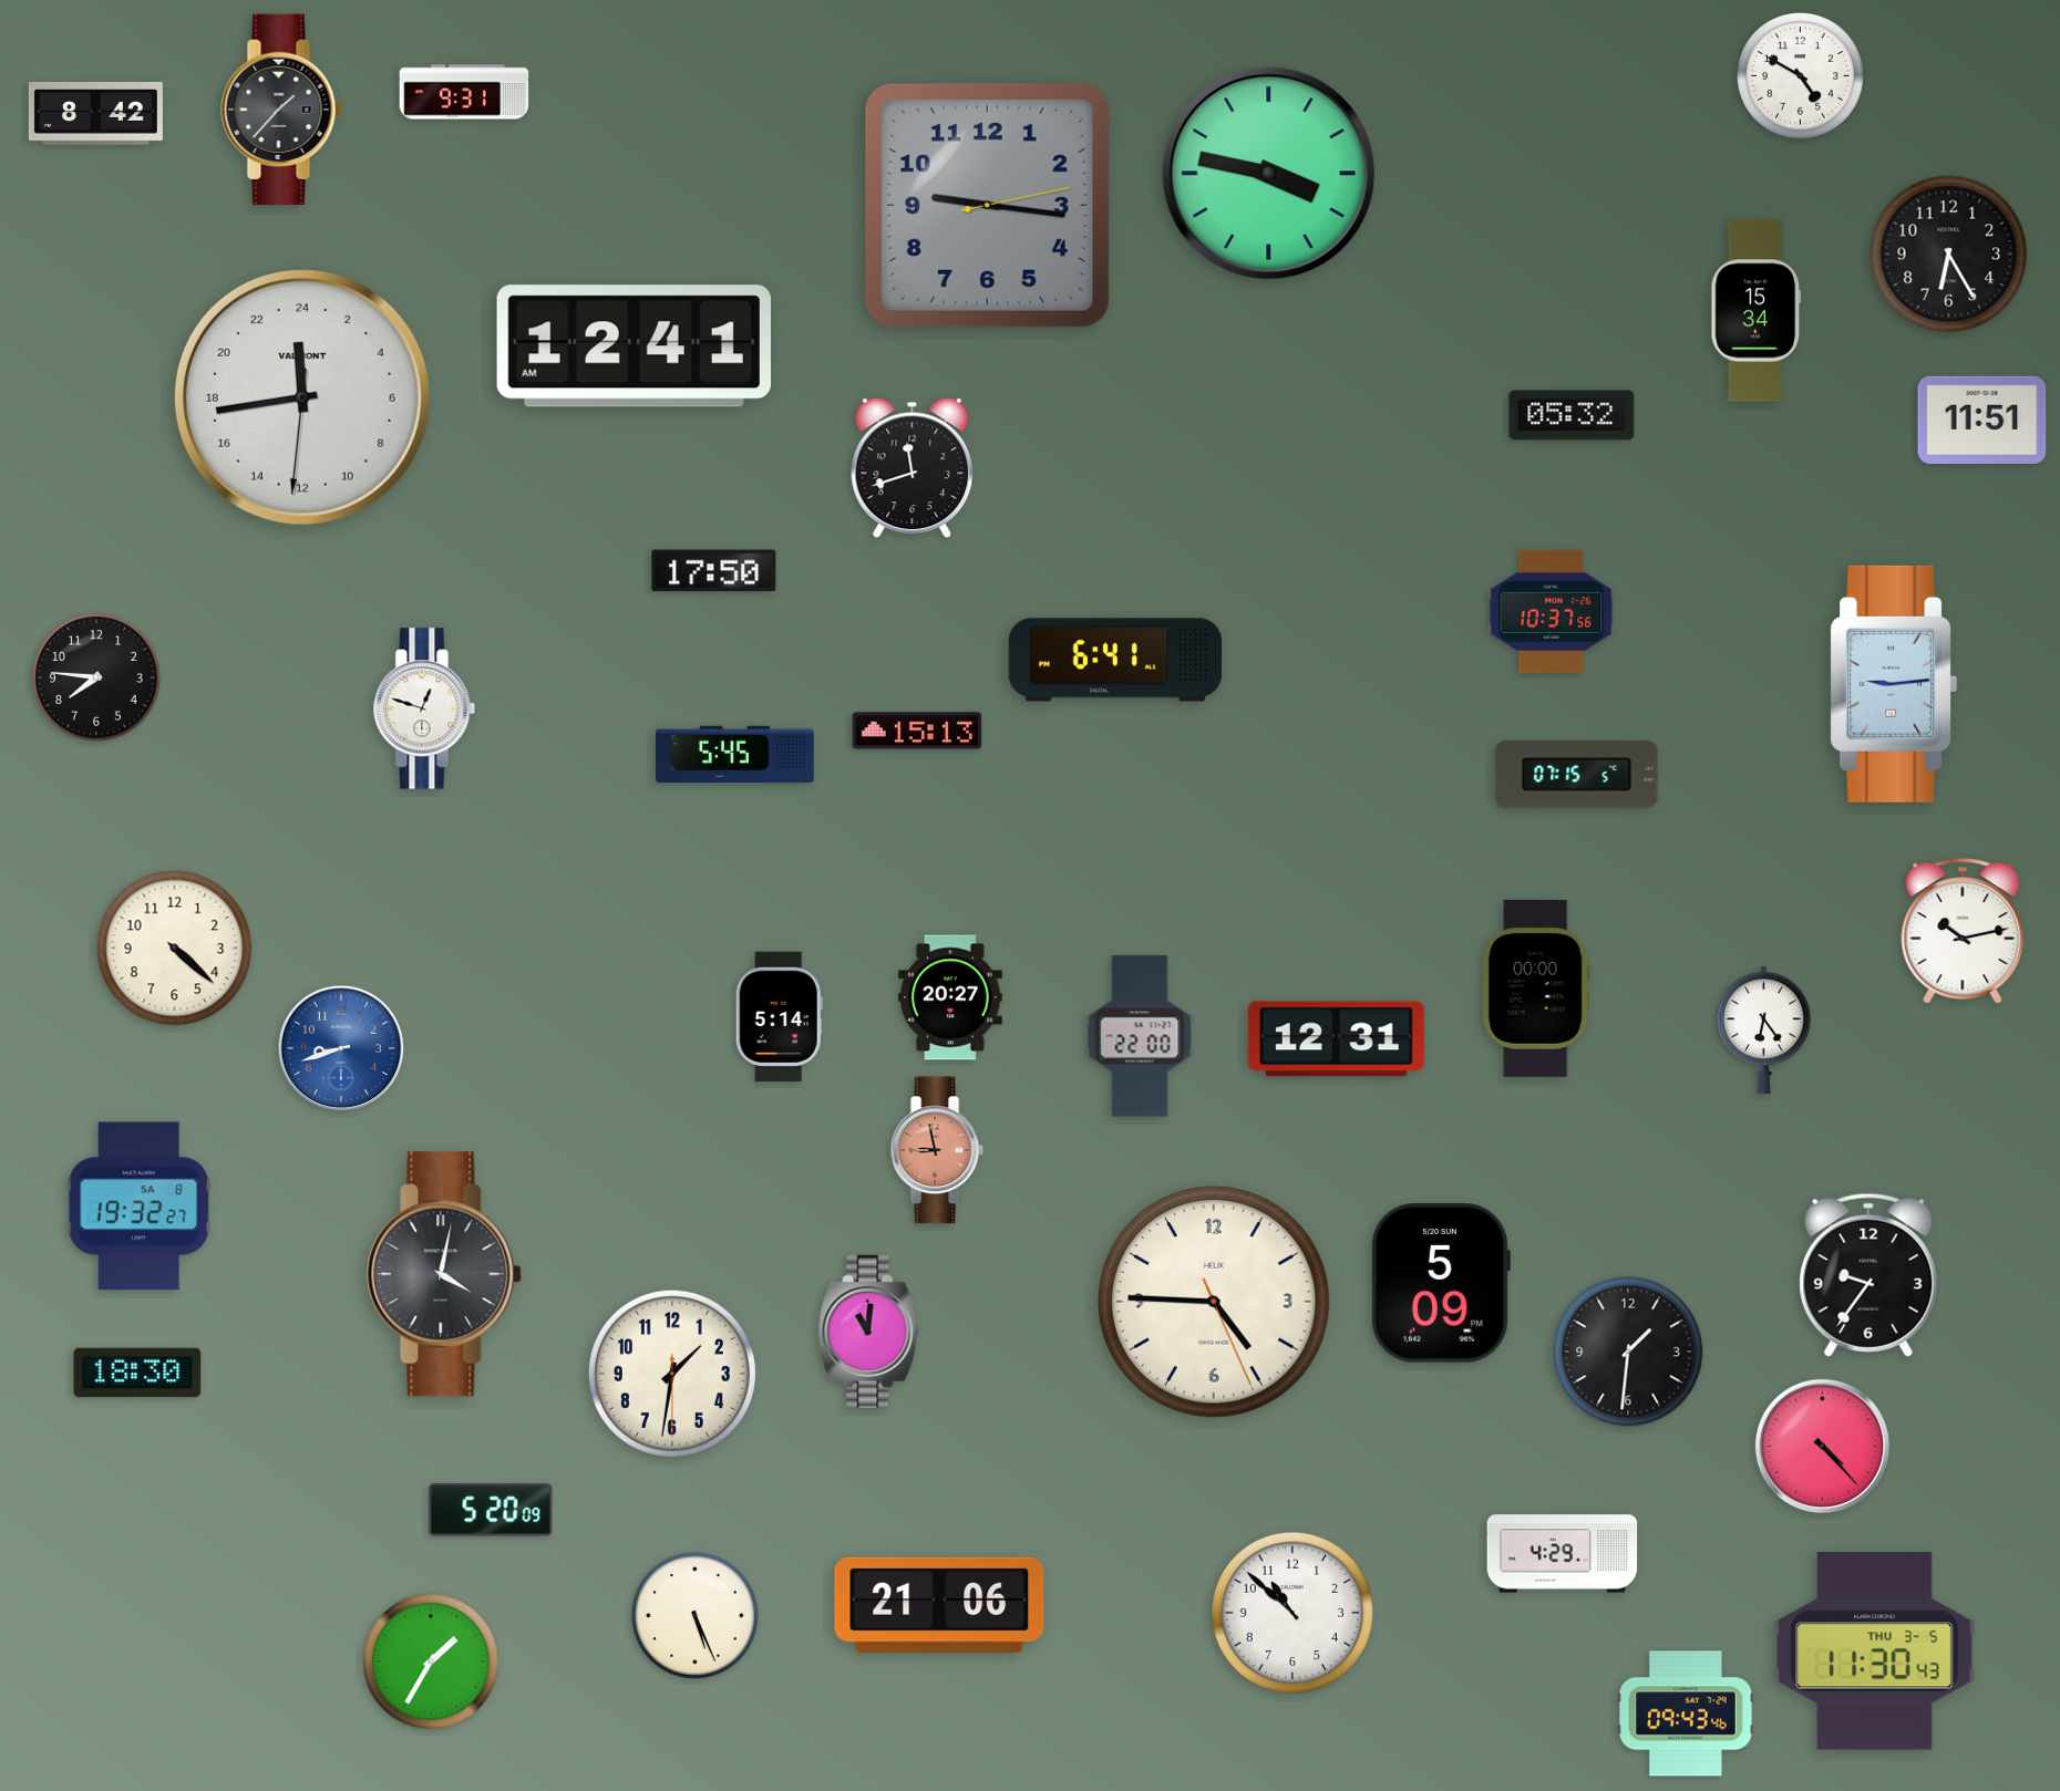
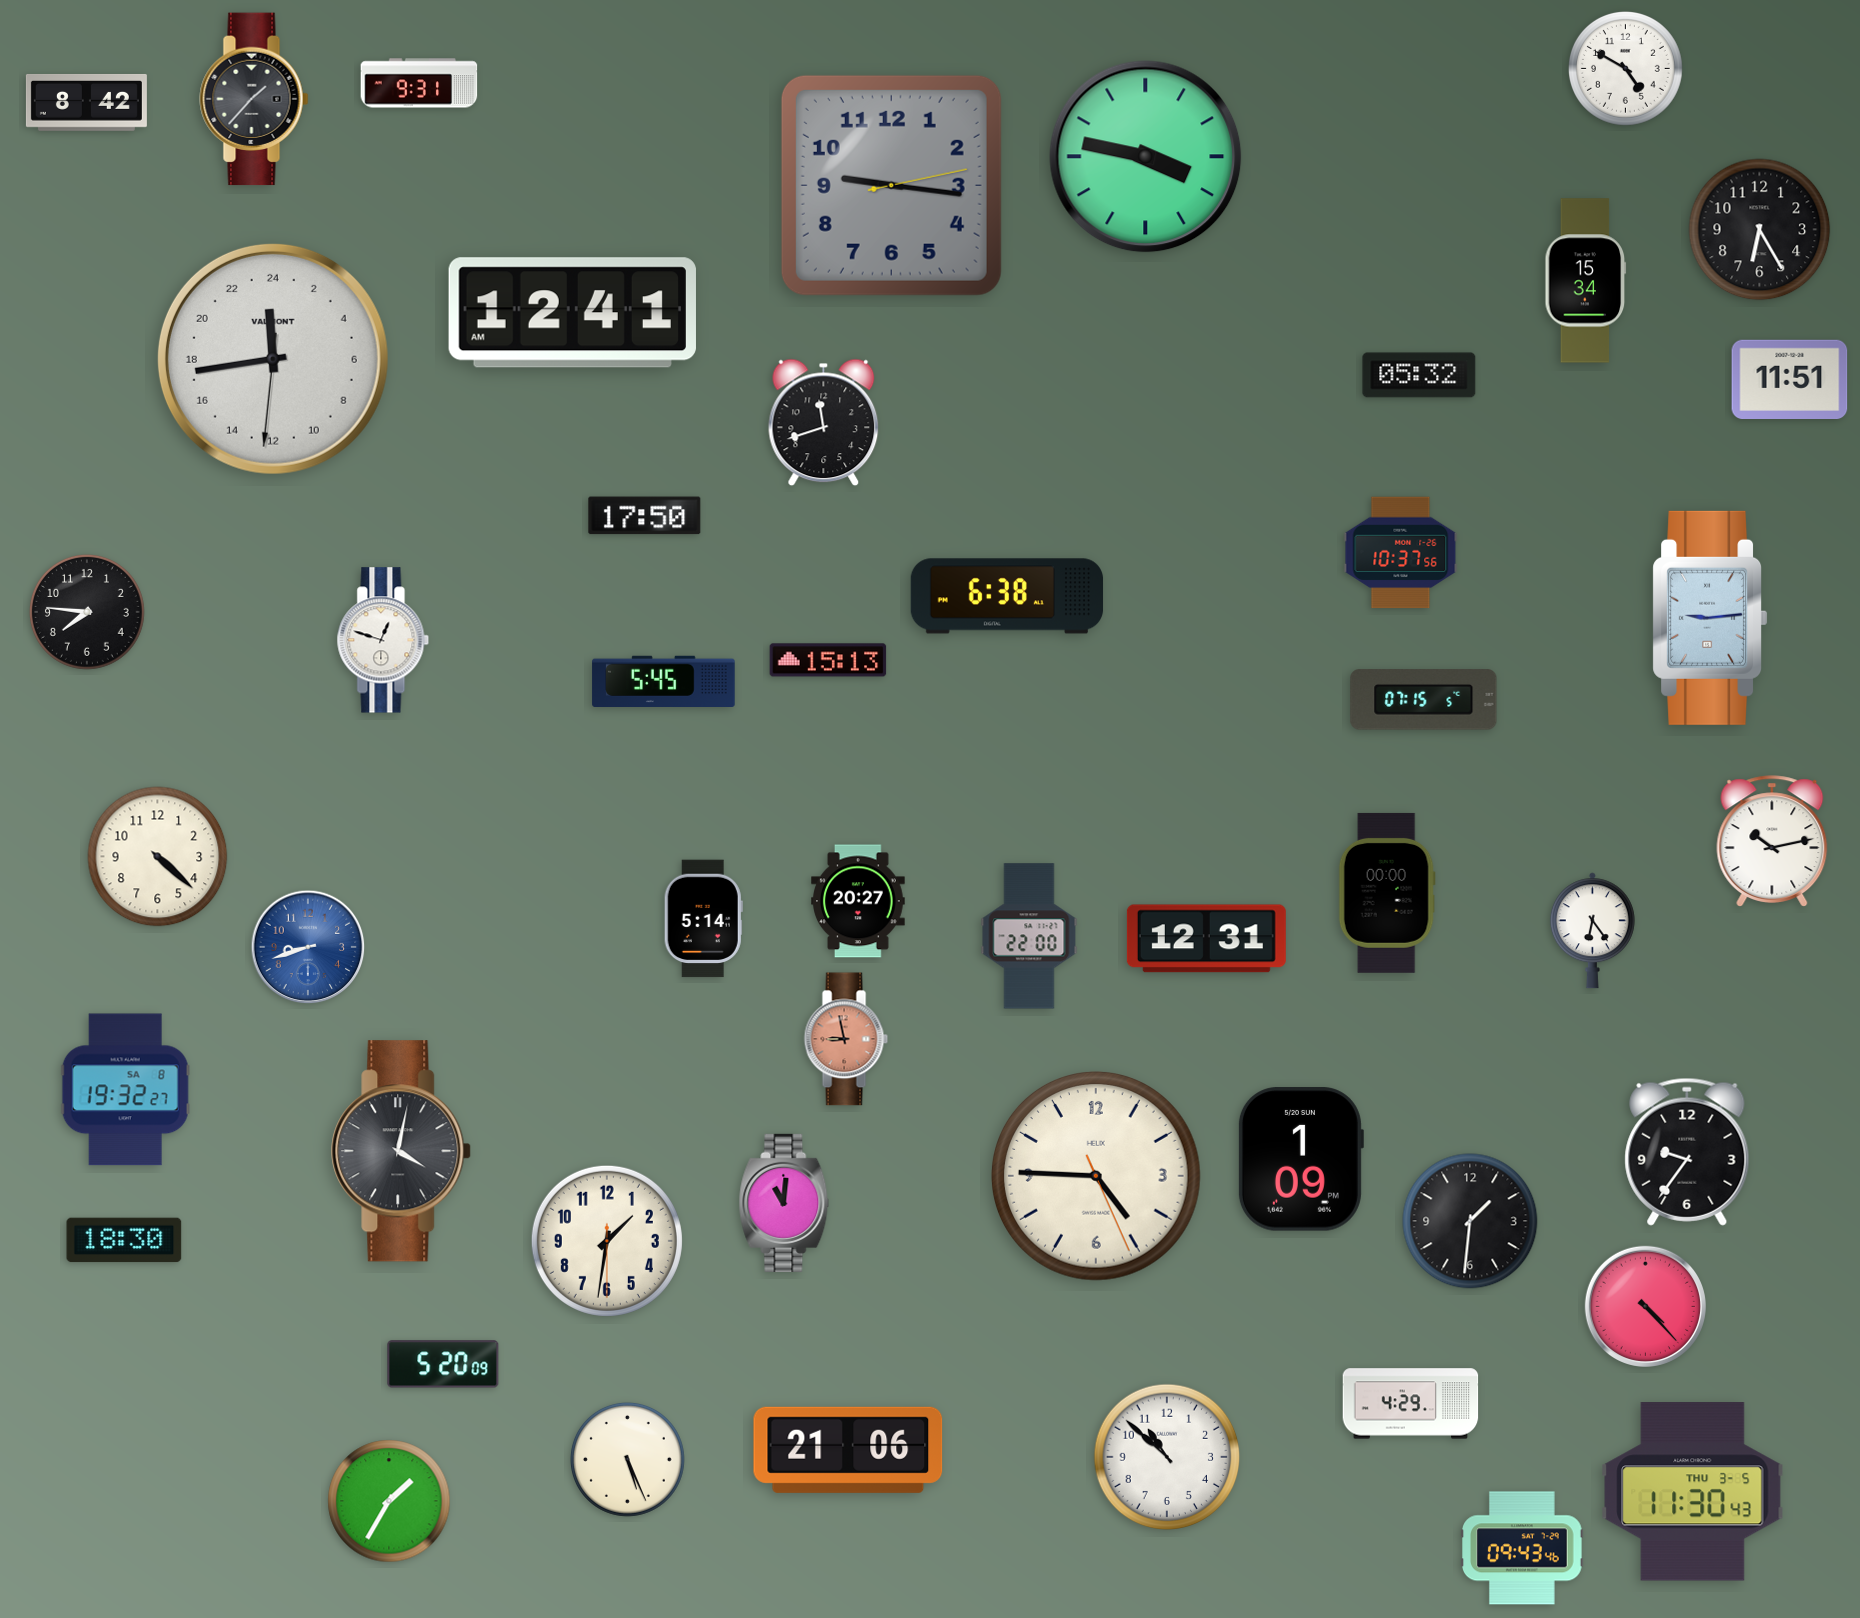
clock at (1115, 660): 6:41 -> 6:38
clock at (1440, 1283): 5:09 -> 1:09
